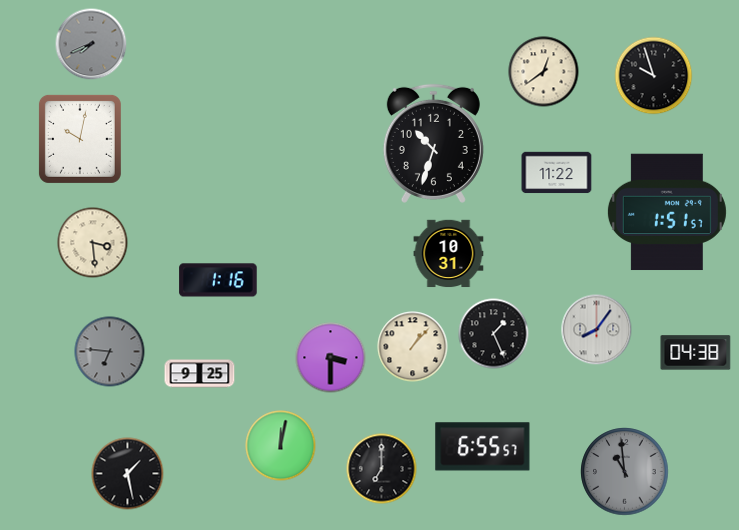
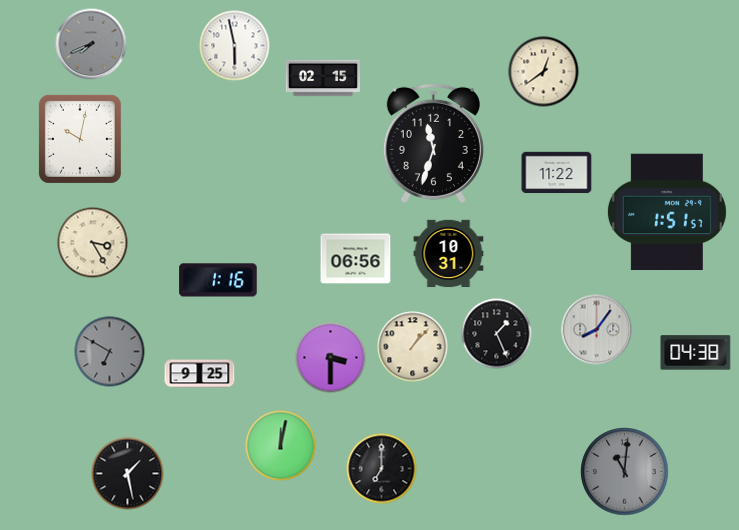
clock at (235, 46): none -> 5:58
clock at (654, 76): 9:57 -> none
clock at (322, 78): none -> 02:15
clock at (433, 143): 10:33 -> 11:33
clock at (93, 243): 3:29 -> 3:25
clock at (356, 259): none -> 06:56
clock at (494, 334) position: (494, 334) -> (497, 334)
clock at (110, 352): 6:46 -> 6:50
clock at (483, 447): 6:55 -> none
clock at (625, 472): 10:59 -> 11:01
